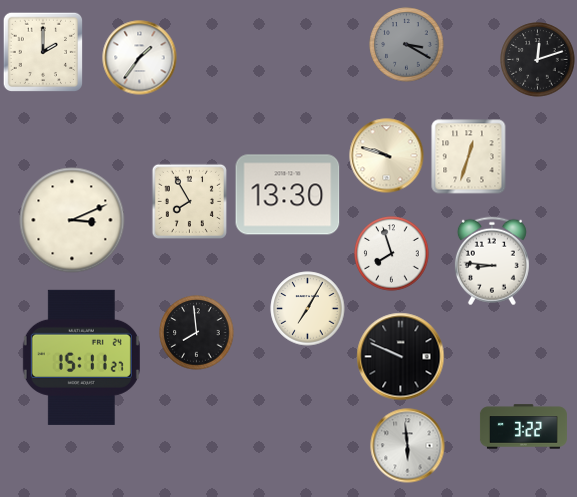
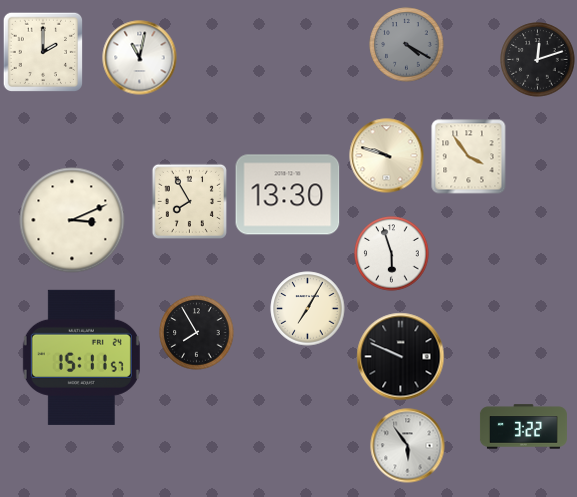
clock at (407, 45): 3:20 -> 4:20
clock at (140, 58): 1:36 -> 11:02
clock at (469, 157): 12:33 -> 3:54
clock at (392, 254): 7:57 -> 5:57
clock at (492, 261): 8:46 -> none
clock at (197, 333): 7:59 -> 7:55
clock at (81, 357): 15:11:27 -> 15:11:57
clock at (408, 446): 5:59 -> 5:54
